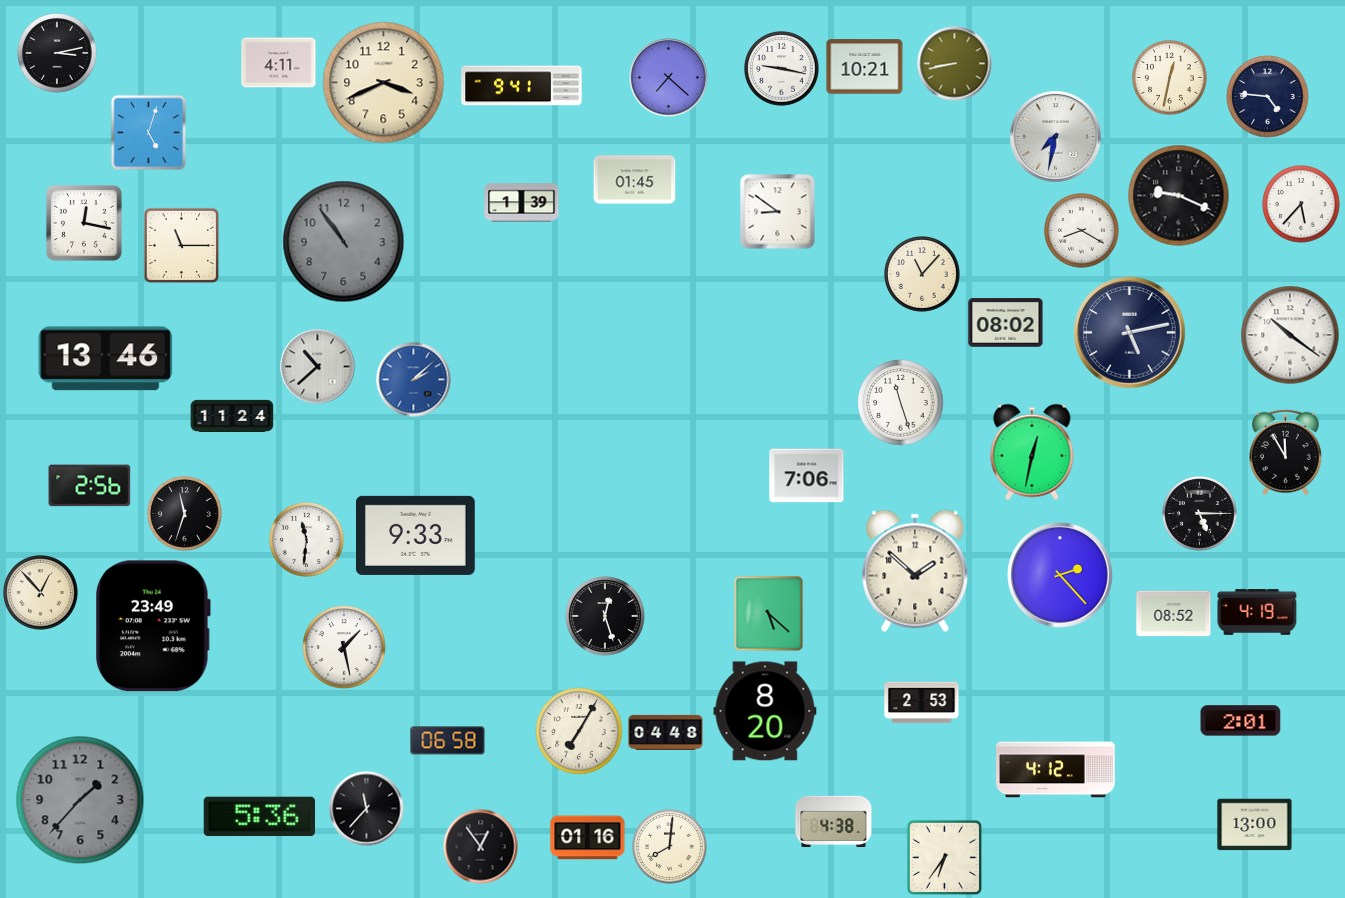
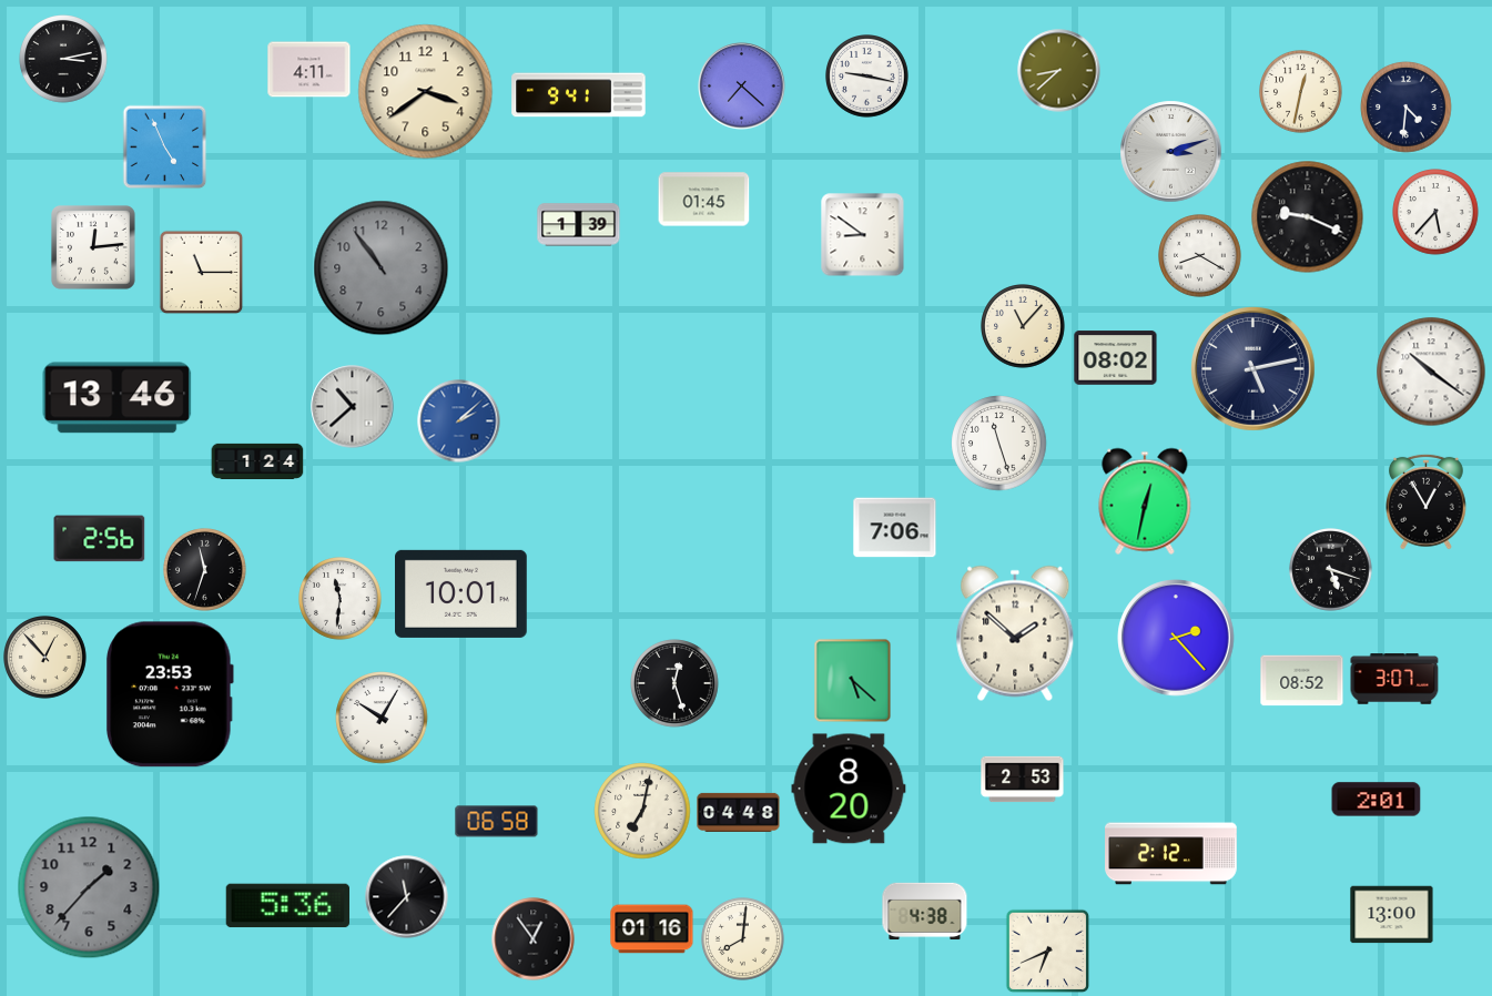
clock at (955, 64): 8:43 -> 8:38
clock at (865, 67): 10:21 -> none
clock at (1170, 78) position: (1170, 78) -> (1301, 92)
clock at (384, 83): 3:41 -> 3:39
clock at (1268, 97): 4:46 -> 4:31
clock at (149, 133): 5:03 -> 4:56
clock at (1056, 137): 7:32 -> 3:12
clock at (1301, 204) position: (1301, 204) -> (1435, 212)
clock at (84, 223): 12:17 -> 12:14
clock at (923, 275) position: (923, 275) -> (1024, 327)
clock at (901, 403) position: (901, 403) -> (999, 444)
clock at (232, 416): 11:24 -> 1:24
clock at (1286, 452): 11:55 -> 12:55
clock at (1200, 514): 5:15 -> 5:18
clock at (416, 535): 9:33 -> 10:01
clock at (1257, 612): 4:19 -> 3:07
clock at (605, 616) position: (605, 616) -> (674, 683)
clock at (153, 626): 23:49 -> 23:53
clock at (344, 647): 1:28 -> 10:05
clock at (579, 731): 7:05 -> 7:02
clock at (1056, 770): 4:12 -> 2:12
clock at (945, 858): 6:36 -> 6:41
